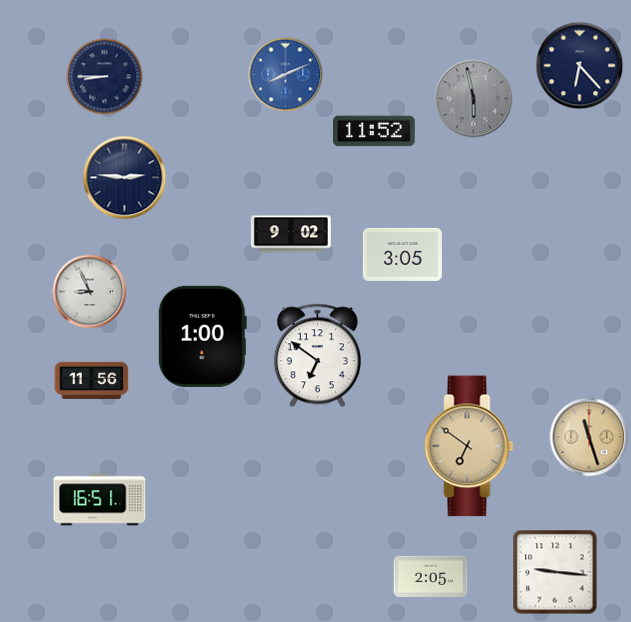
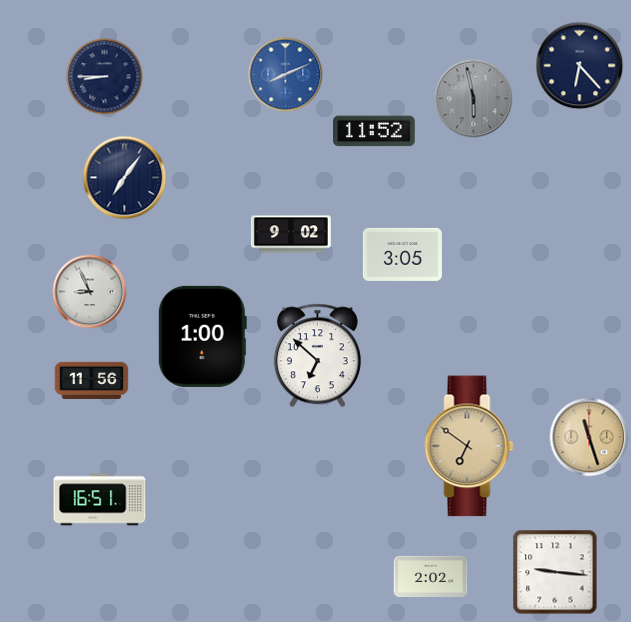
clock at (125, 178): 2:46 -> 7:06
clock at (317, 356): 6:51 -> 6:52
clock at (431, 576): 2:05 -> 2:02
